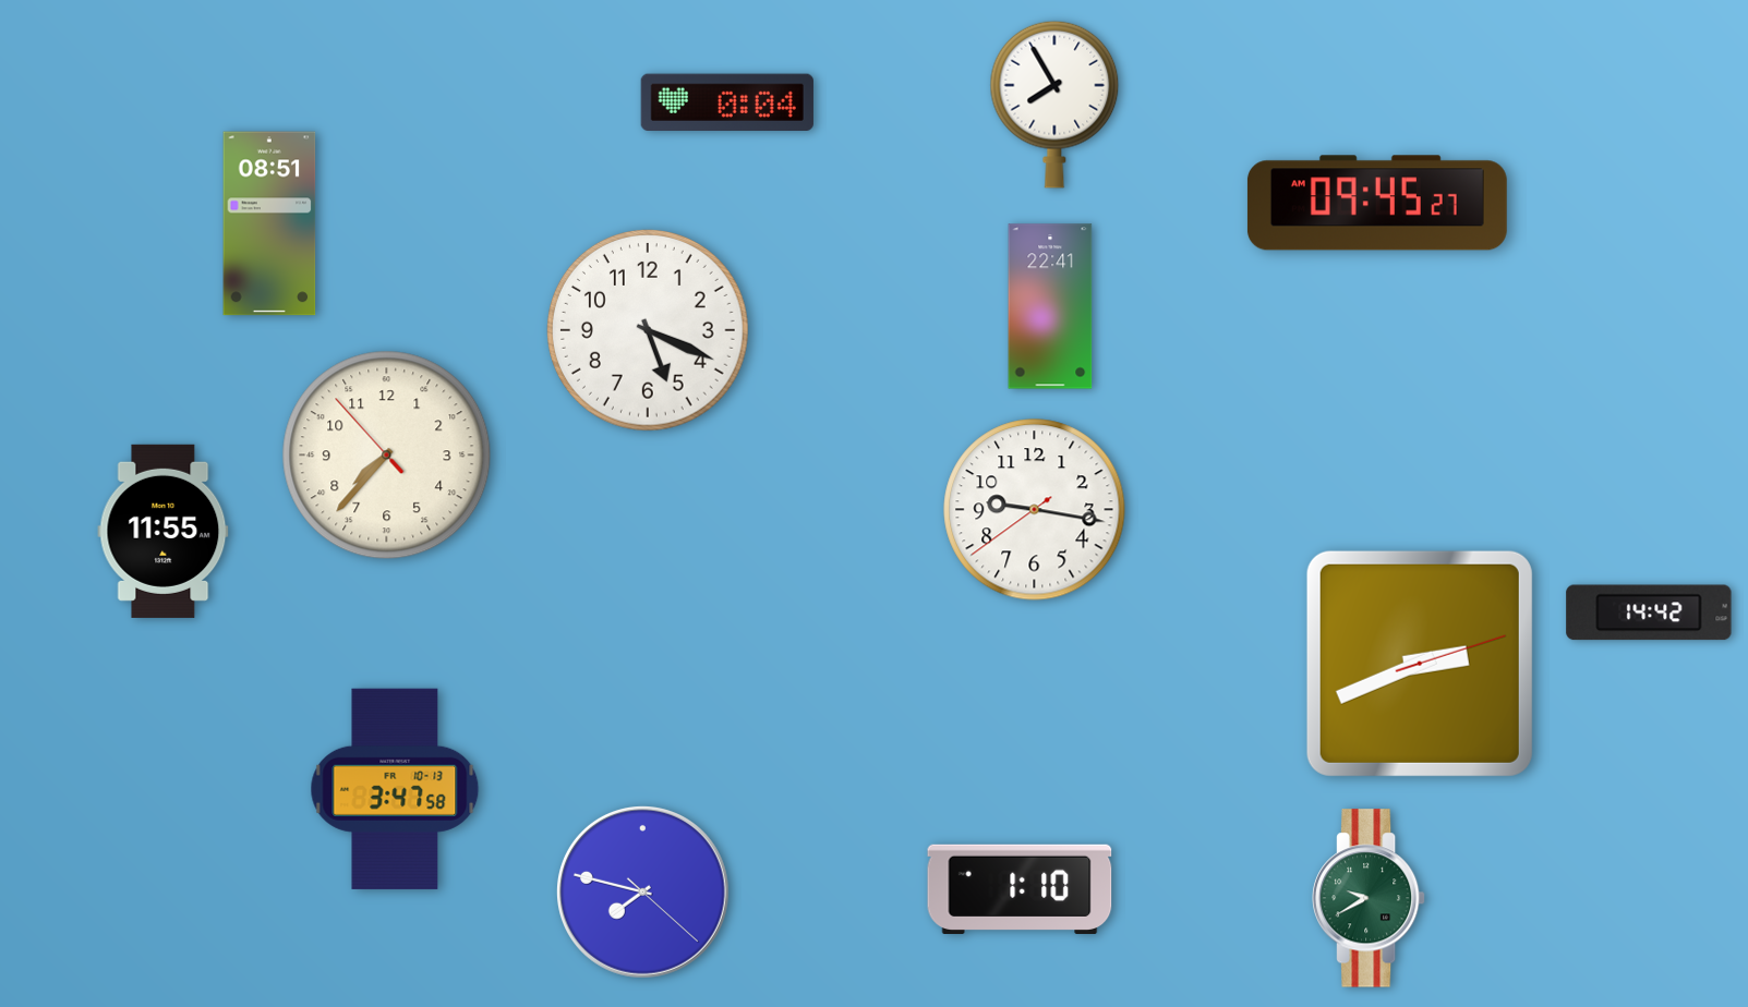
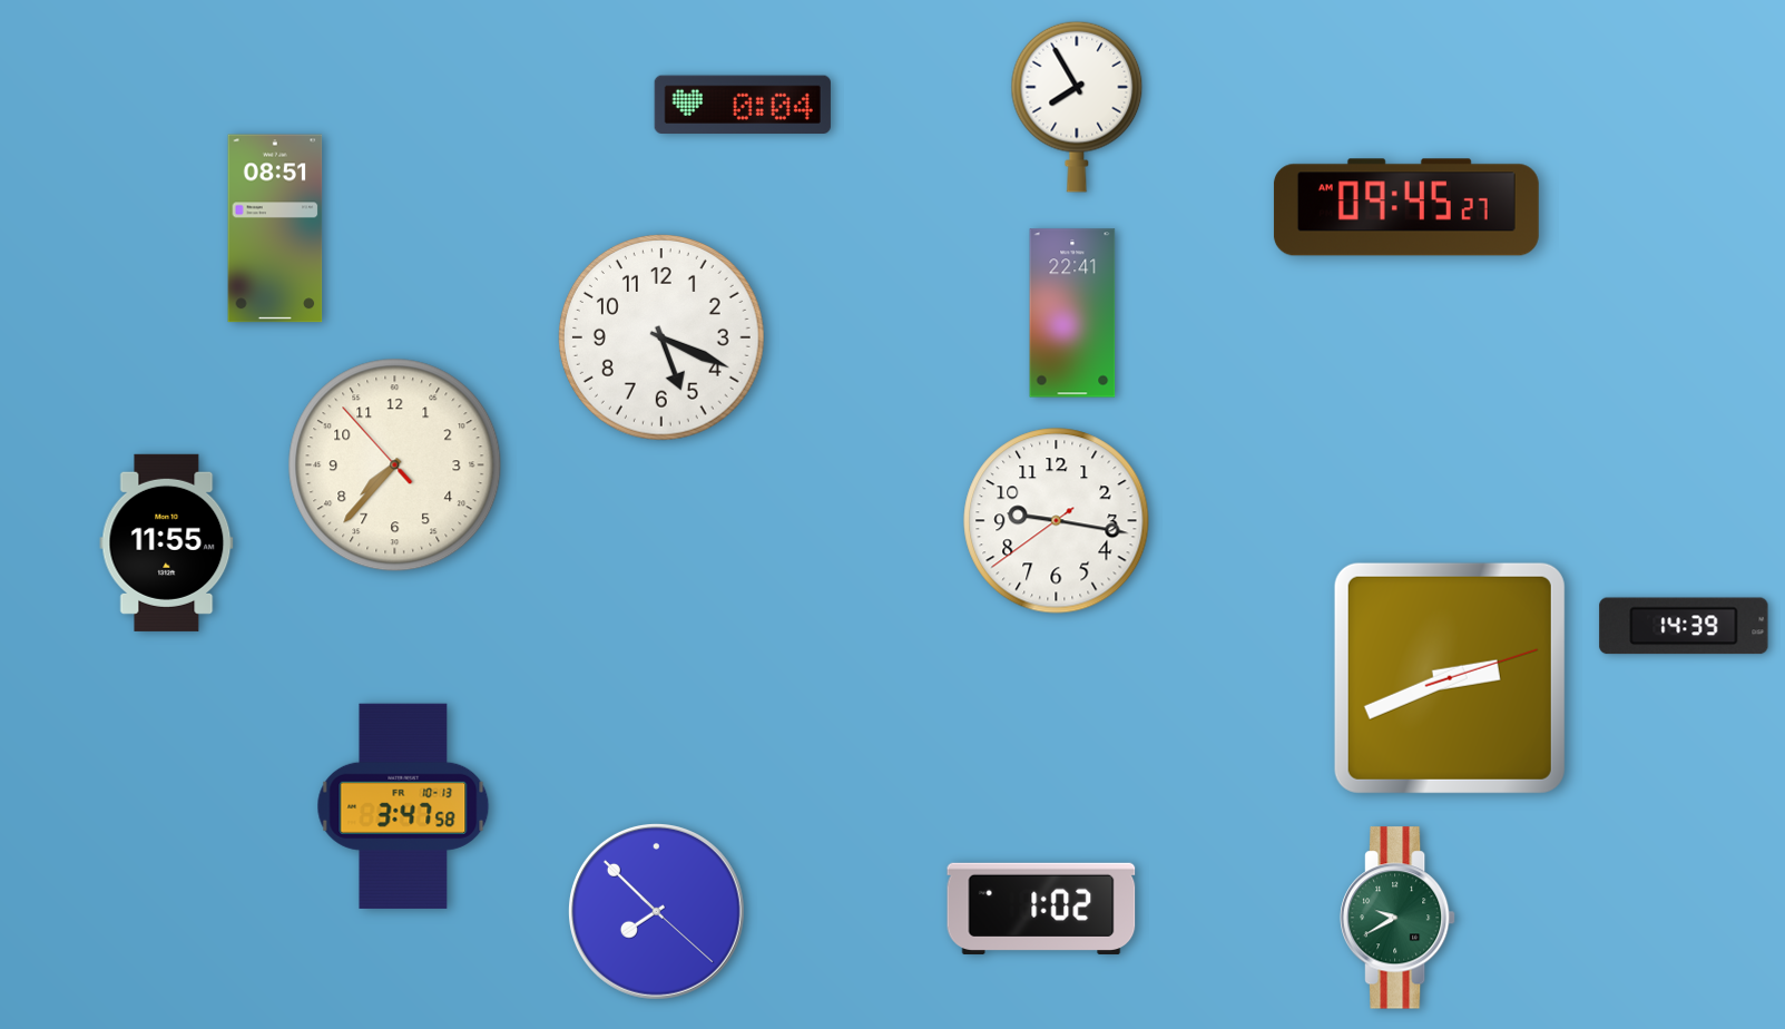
clock at (1649, 612): 14:42 -> 14:39
clock at (1020, 889): 1:10 -> 1:02
clock at (642, 891): 7:47 -> 7:52
